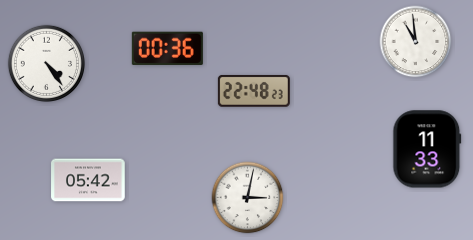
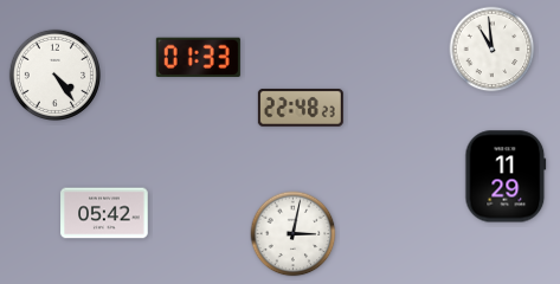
clock at (167, 48): 00:36 -> 01:33
clock at (427, 149): 11:33 -> 11:29
